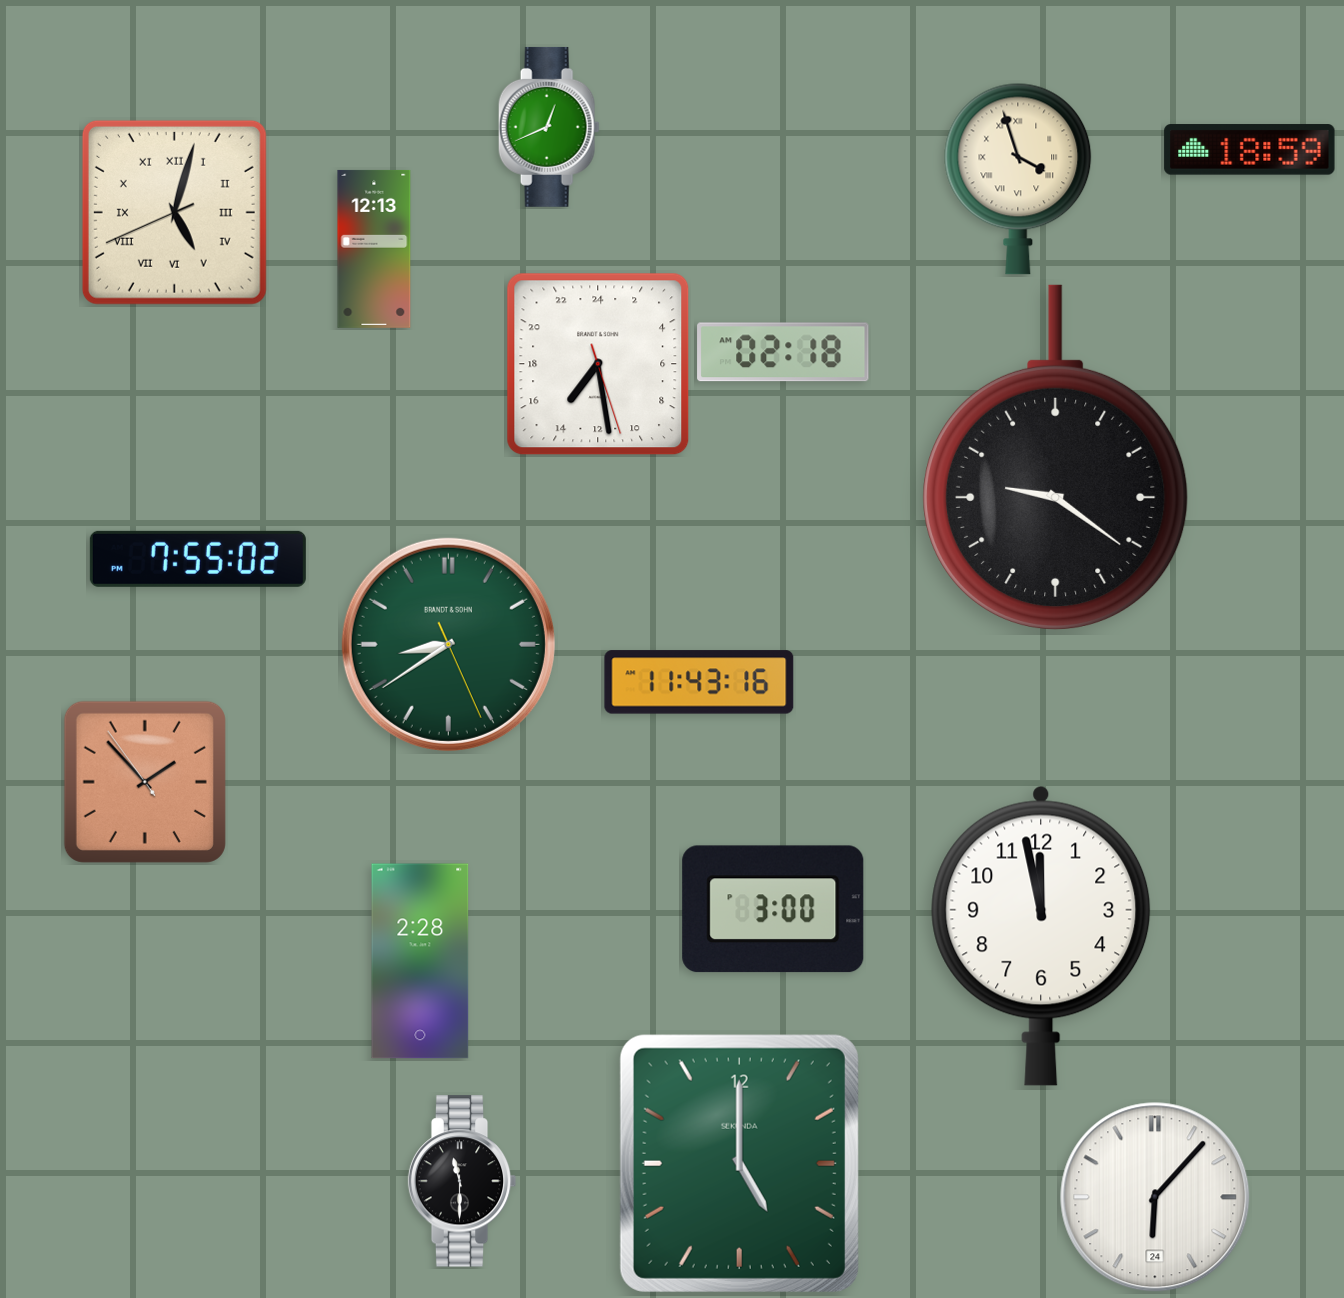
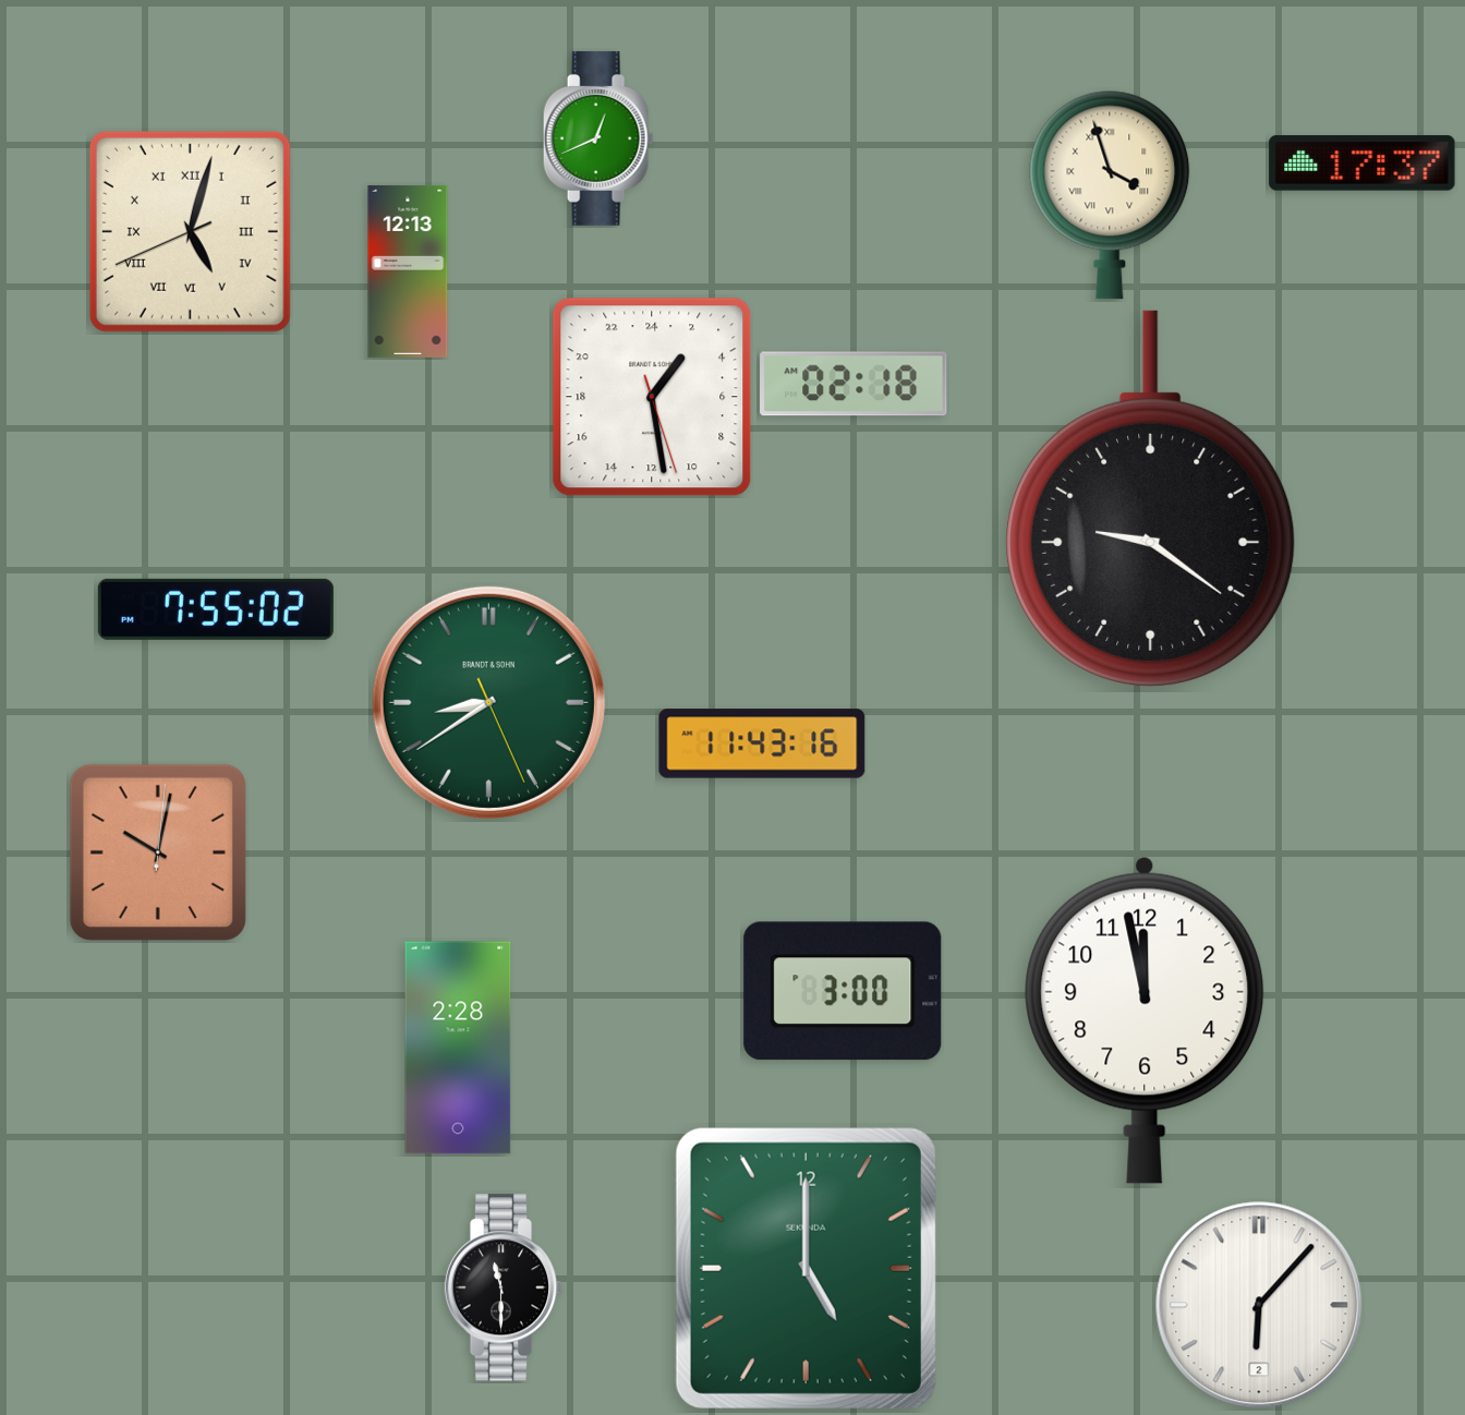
clock at (1250, 150): 18:59 -> 17:37
clock at (598, 364): 14:28 -> 2:28
clock at (145, 782): 1:52 -> 10:02
clock at (1041, 936) position: (1041, 936) -> (1145, 1020)
clock at (1155, 1197) date: 24 -> 2
